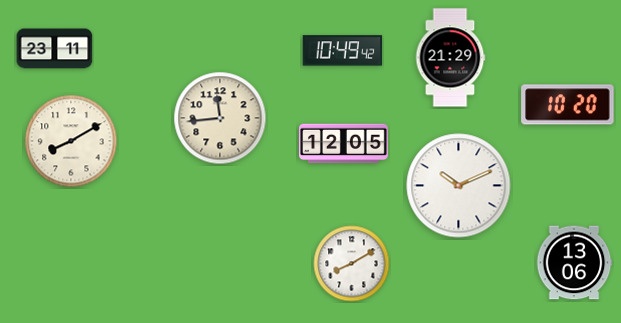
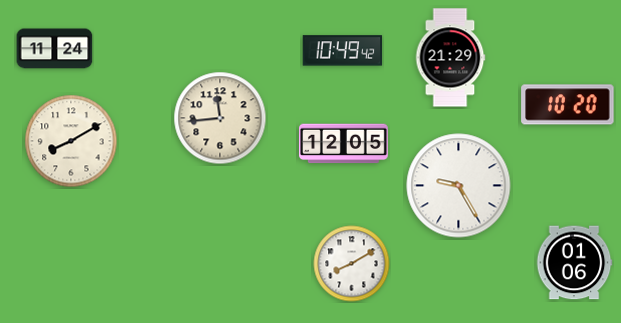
clock at (55, 49): 23:11 -> 11:24
clock at (459, 186): 10:11 -> 9:25
clock at (574, 263): 13:06 -> 01:06
